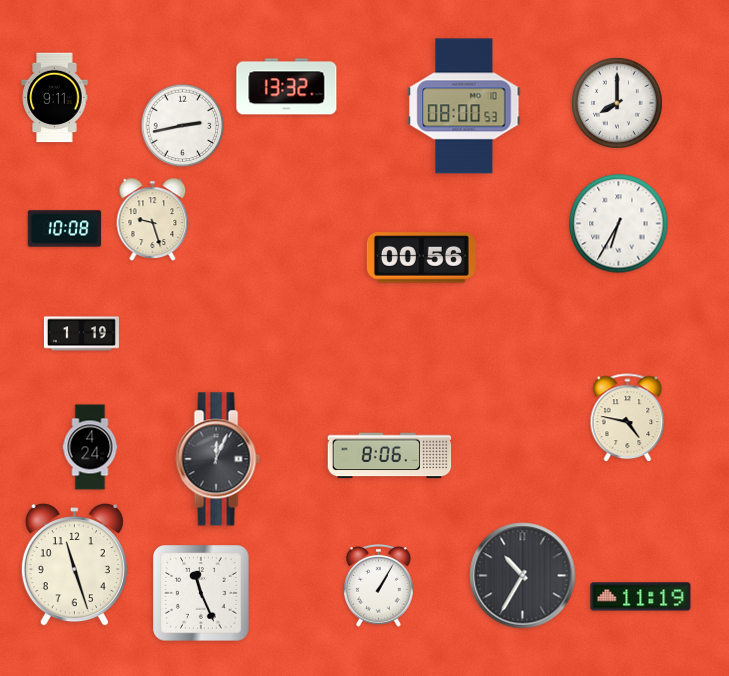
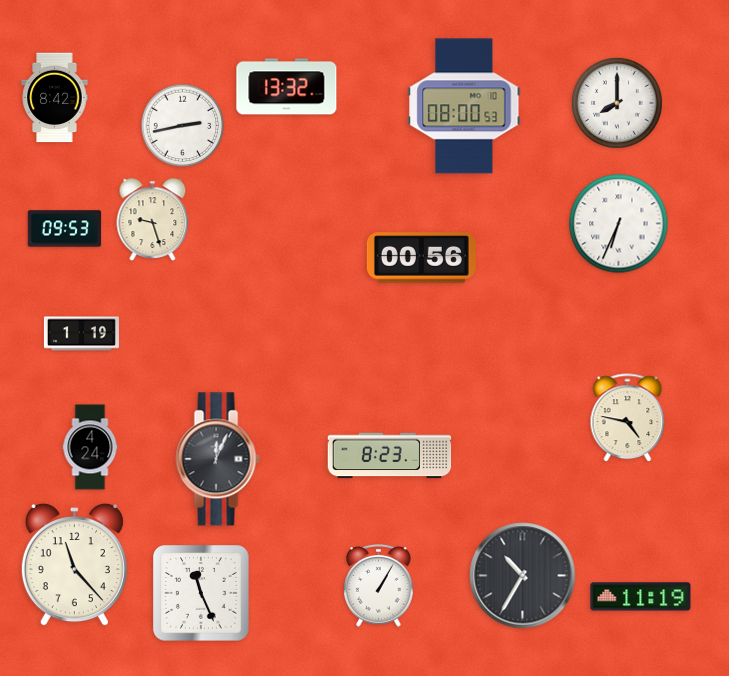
clock at (55, 98): 9:11 -> 8:42
clock at (619, 224): 6:35 -> 6:34
clock at (65, 229): 10:08 -> 09:53
clock at (390, 456): 8:06 -> 8:23
clock at (74, 565): 11:27 -> 11:23
